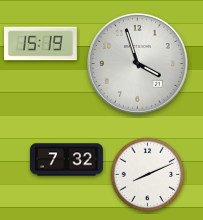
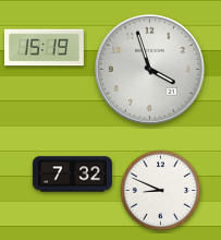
clock at (148, 175): 8:11 -> 8:49
